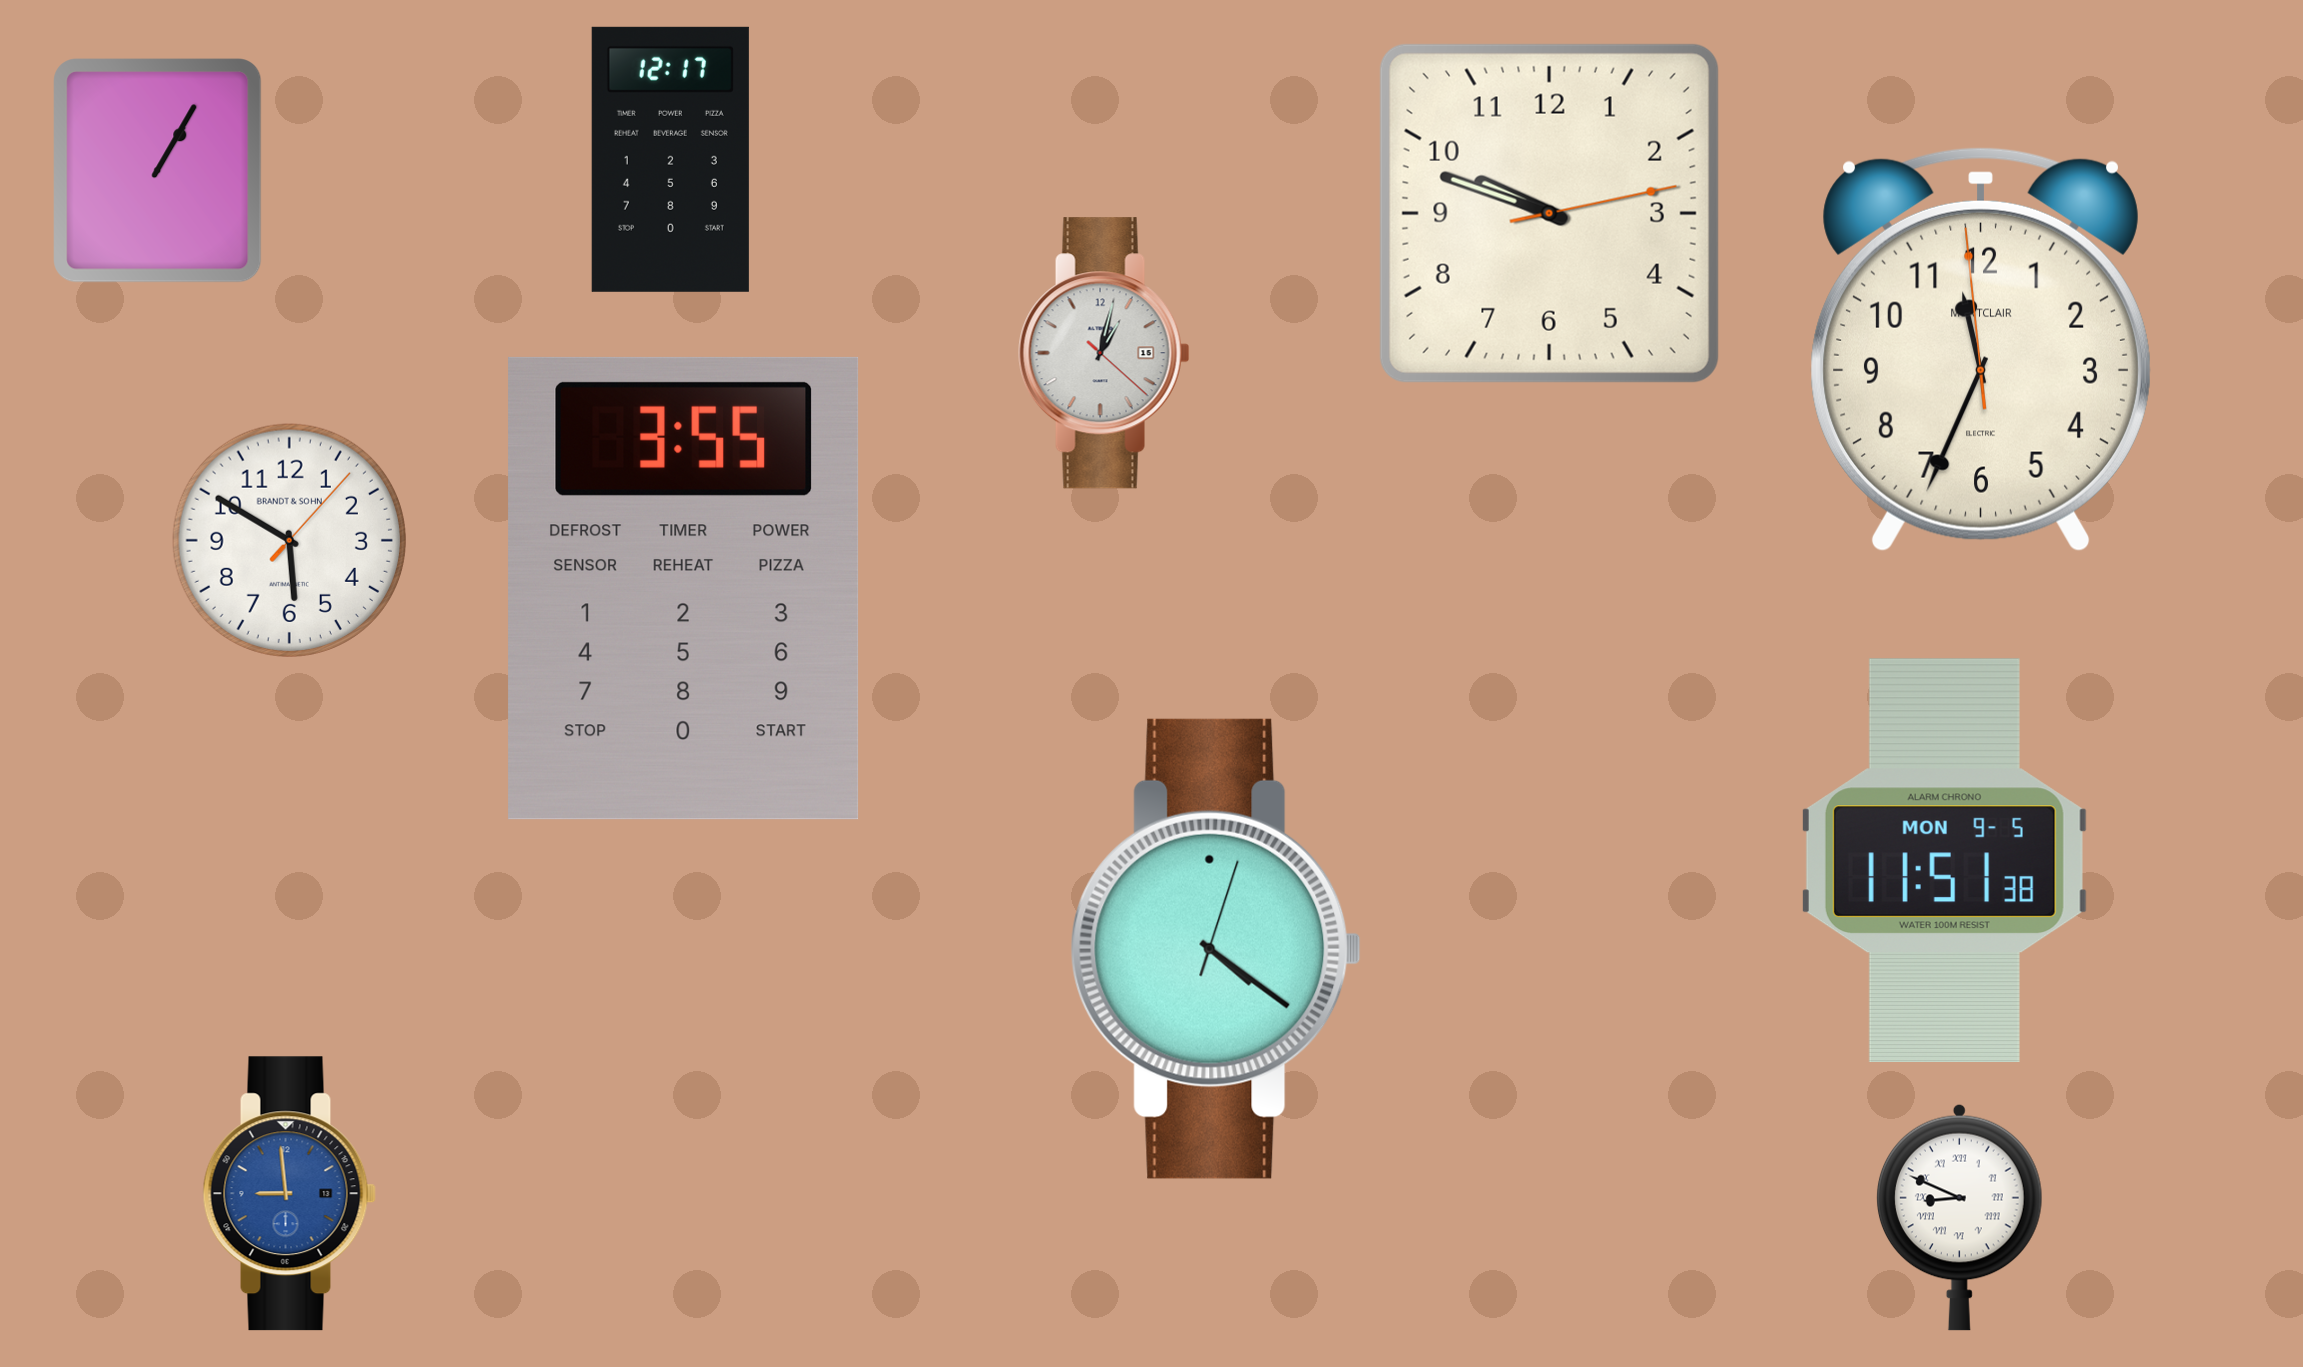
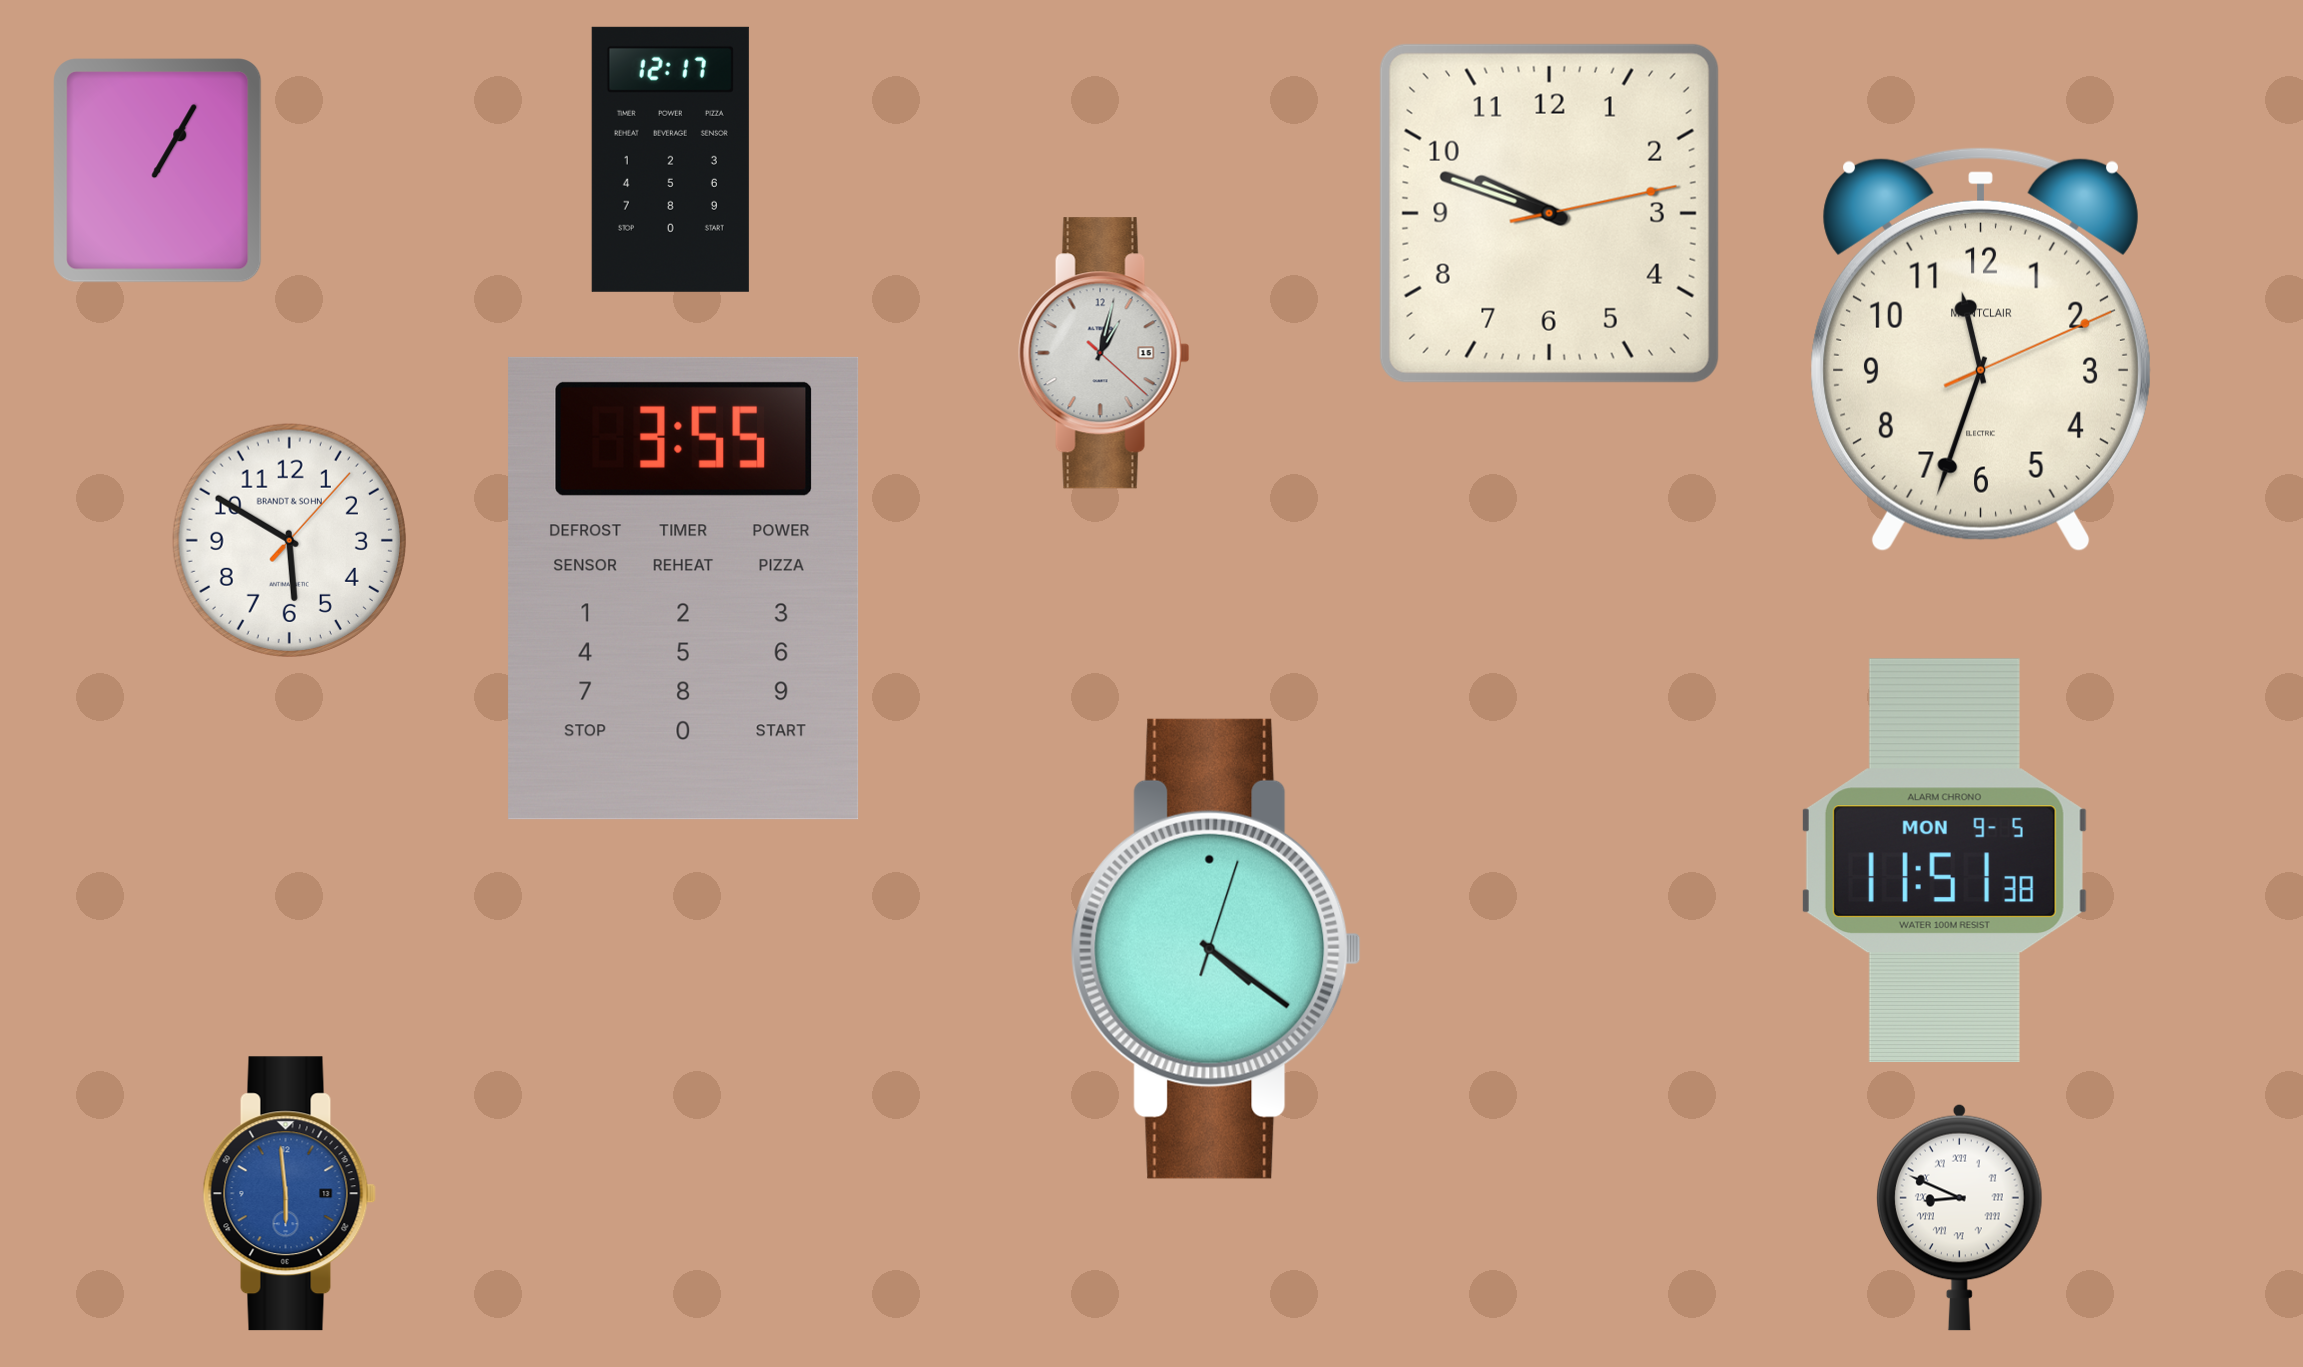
clock at (1981, 350): 11:33:59 -> 11:33:11
clock at (289, 1194): 8:59 -> 5:59
